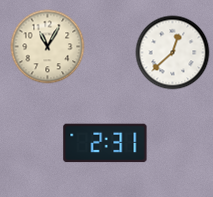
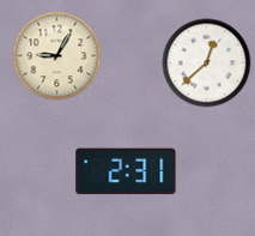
clock at (48, 47): 11:05 -> 9:05
